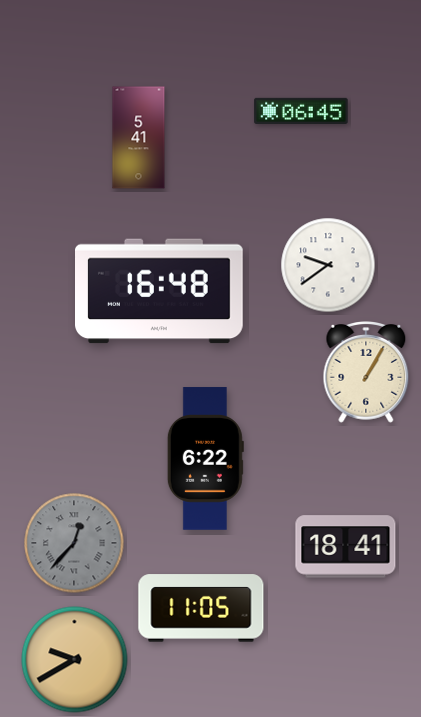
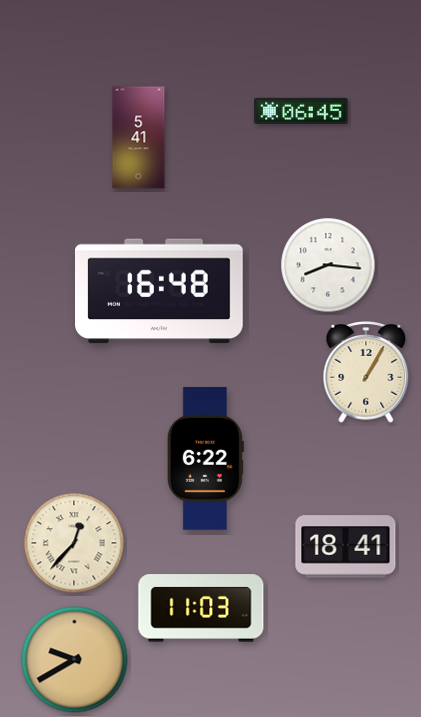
clock at (328, 265): 9:39 -> 8:16
clock at (74, 543) dial: grey -> cream
clock at (201, 608): 11:05 -> 11:03
